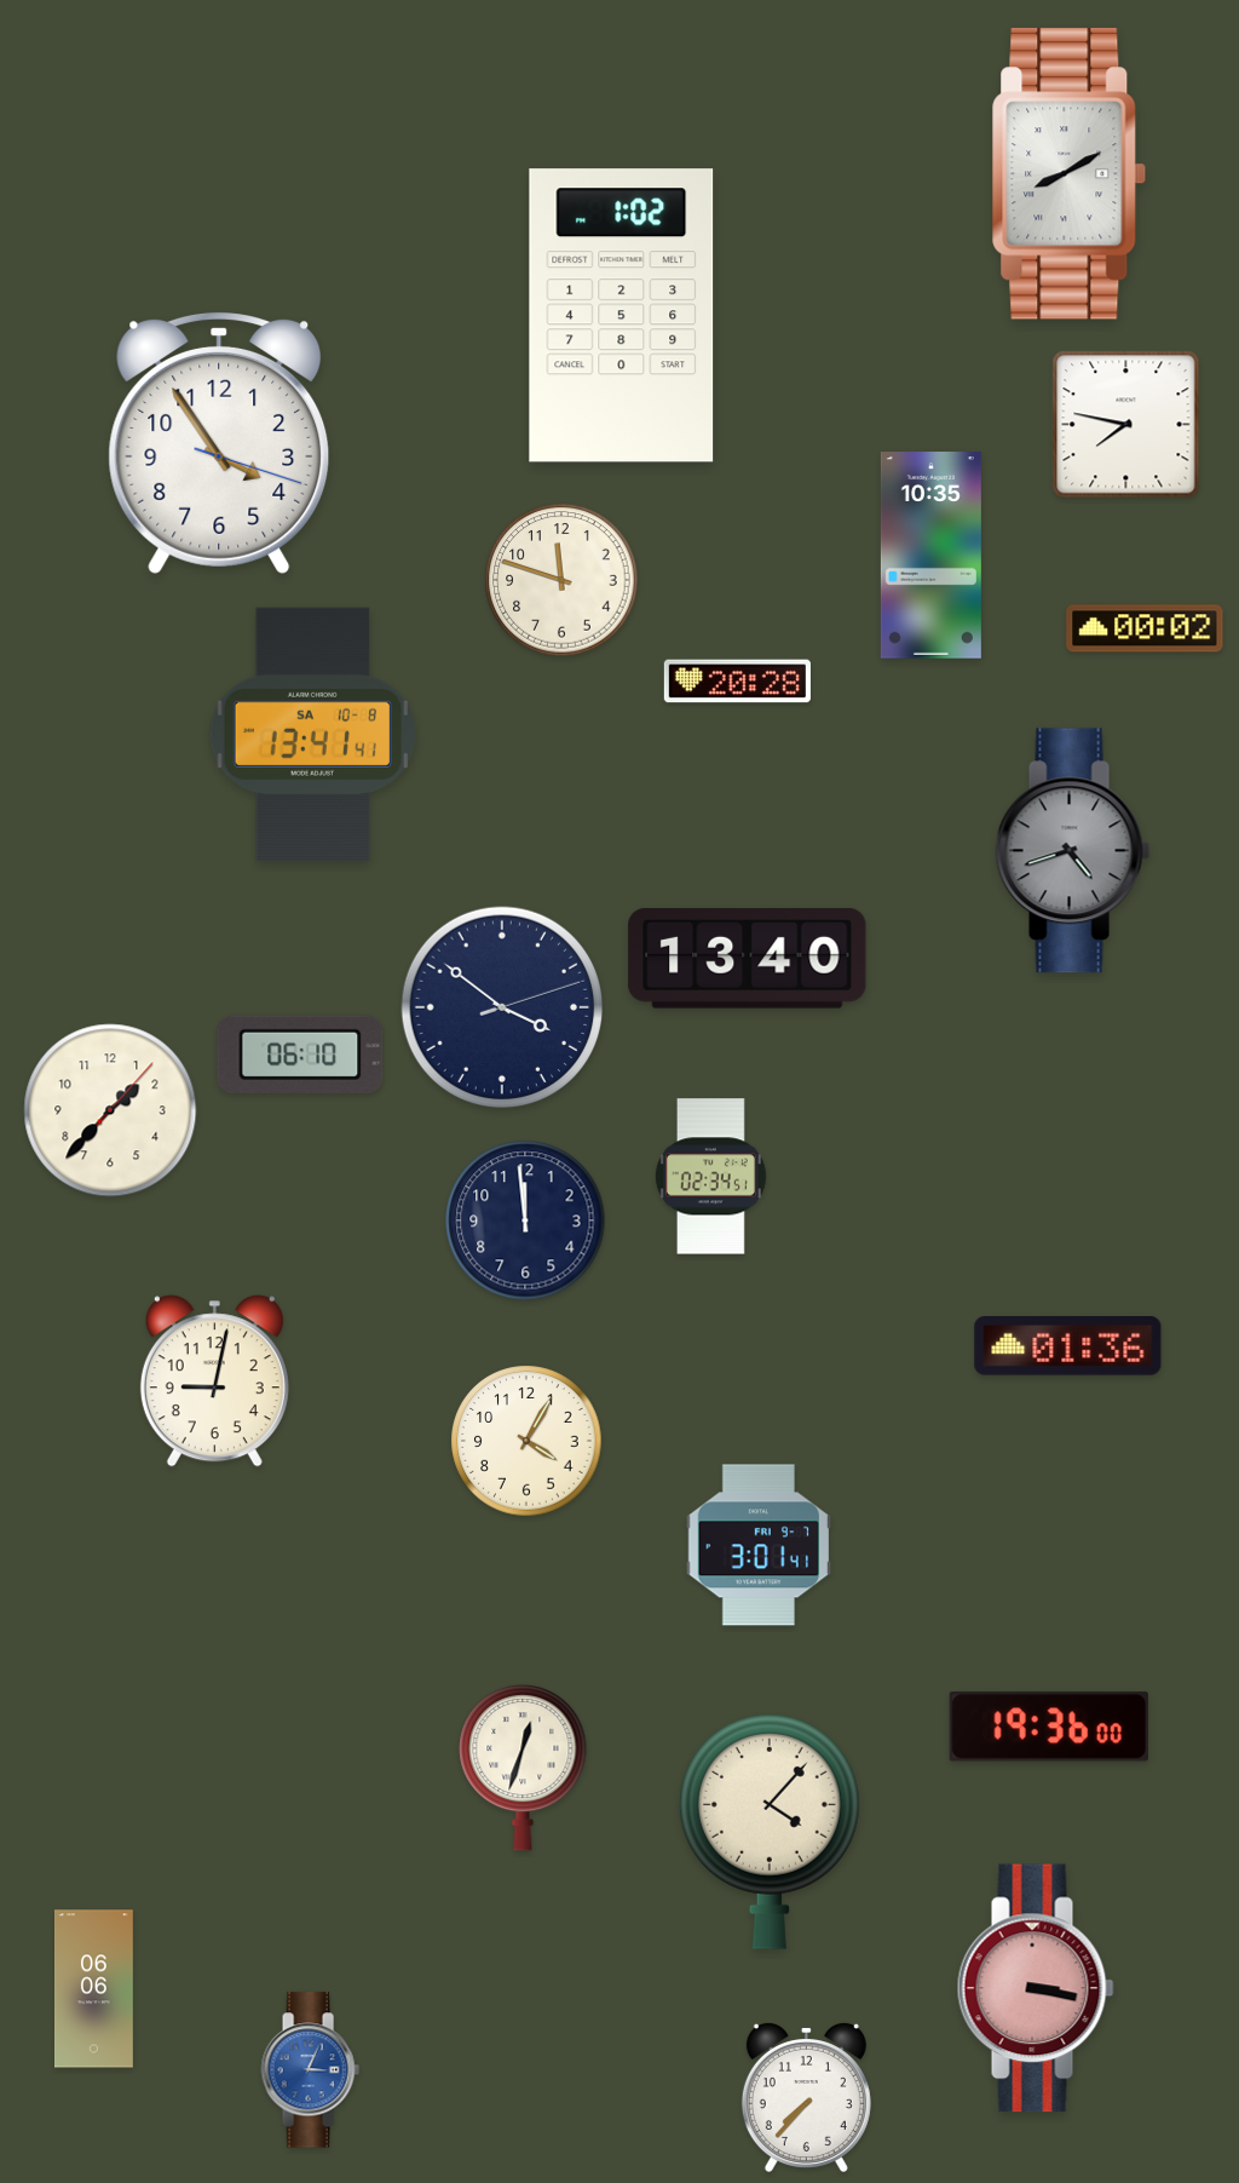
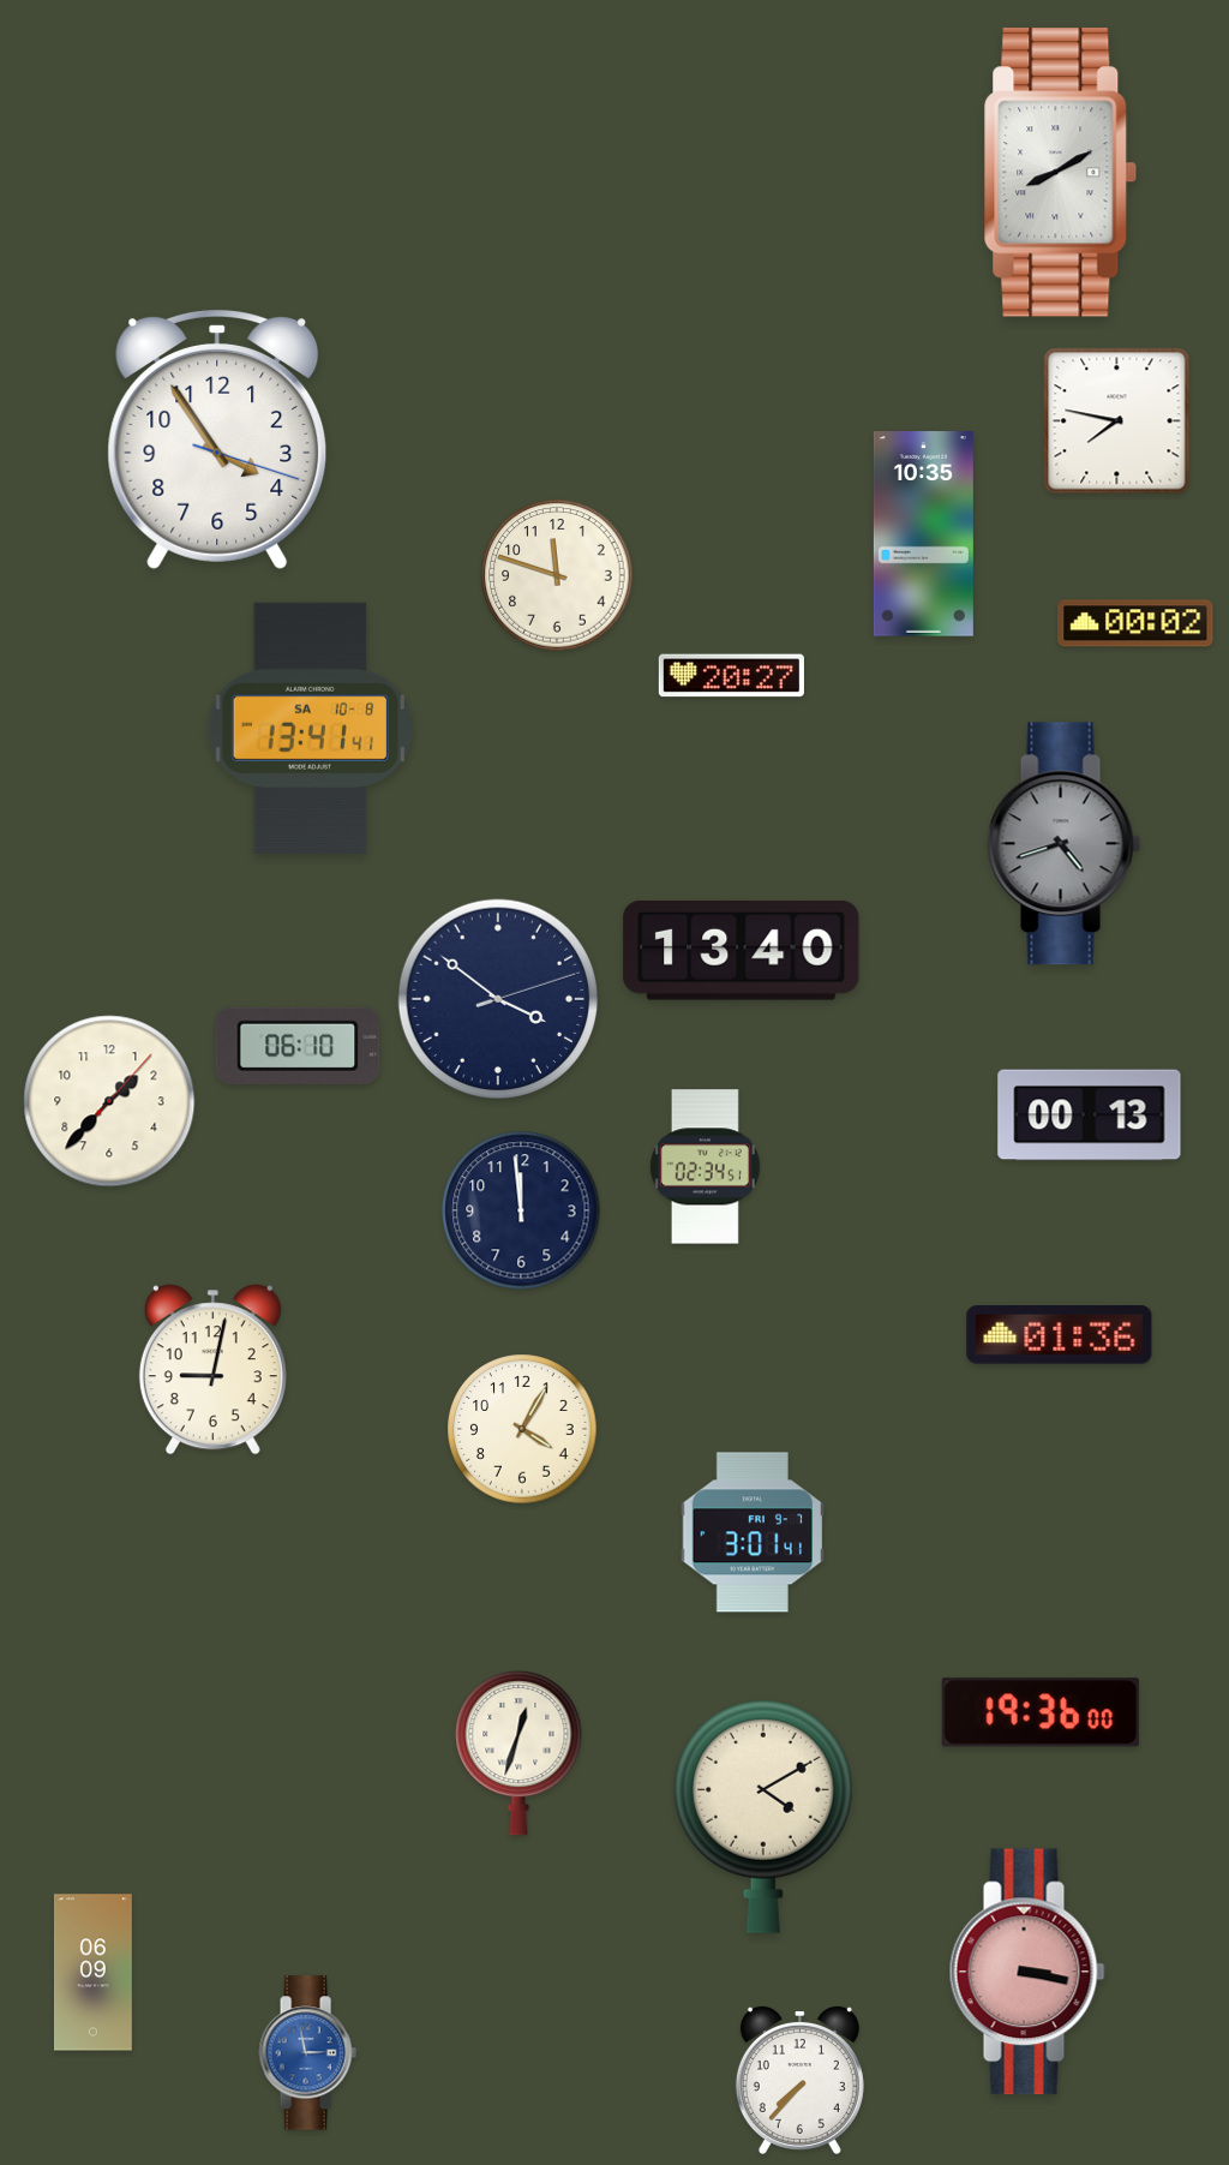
clock at (622, 316): 1:02 -> none
clock at (930, 556) position: (930, 556) -> (923, 534)
clock at (737, 682): 20:28 -> 20:27
clock at (1090, 1116): none -> 00:13
clock at (770, 1832): 4:07 -> 4:10
clock at (94, 1989): 06:06 -> 06:09
clock at (310, 2070): 3:04 -> 2:58
